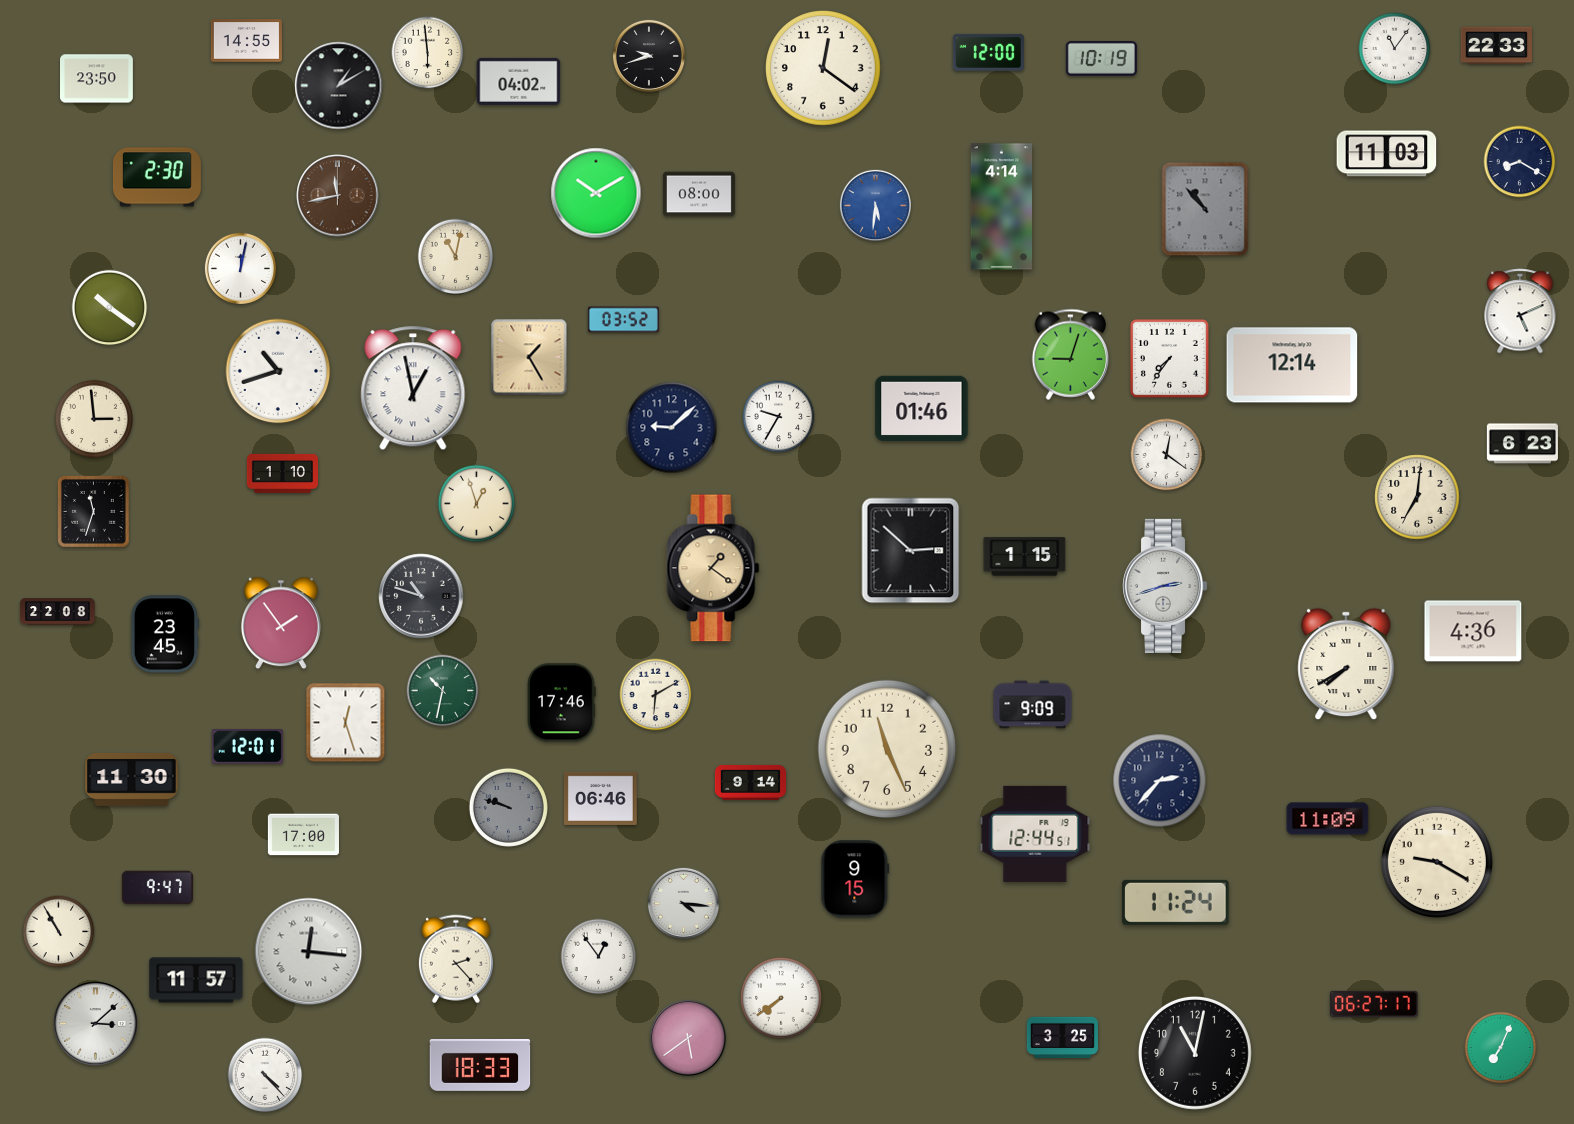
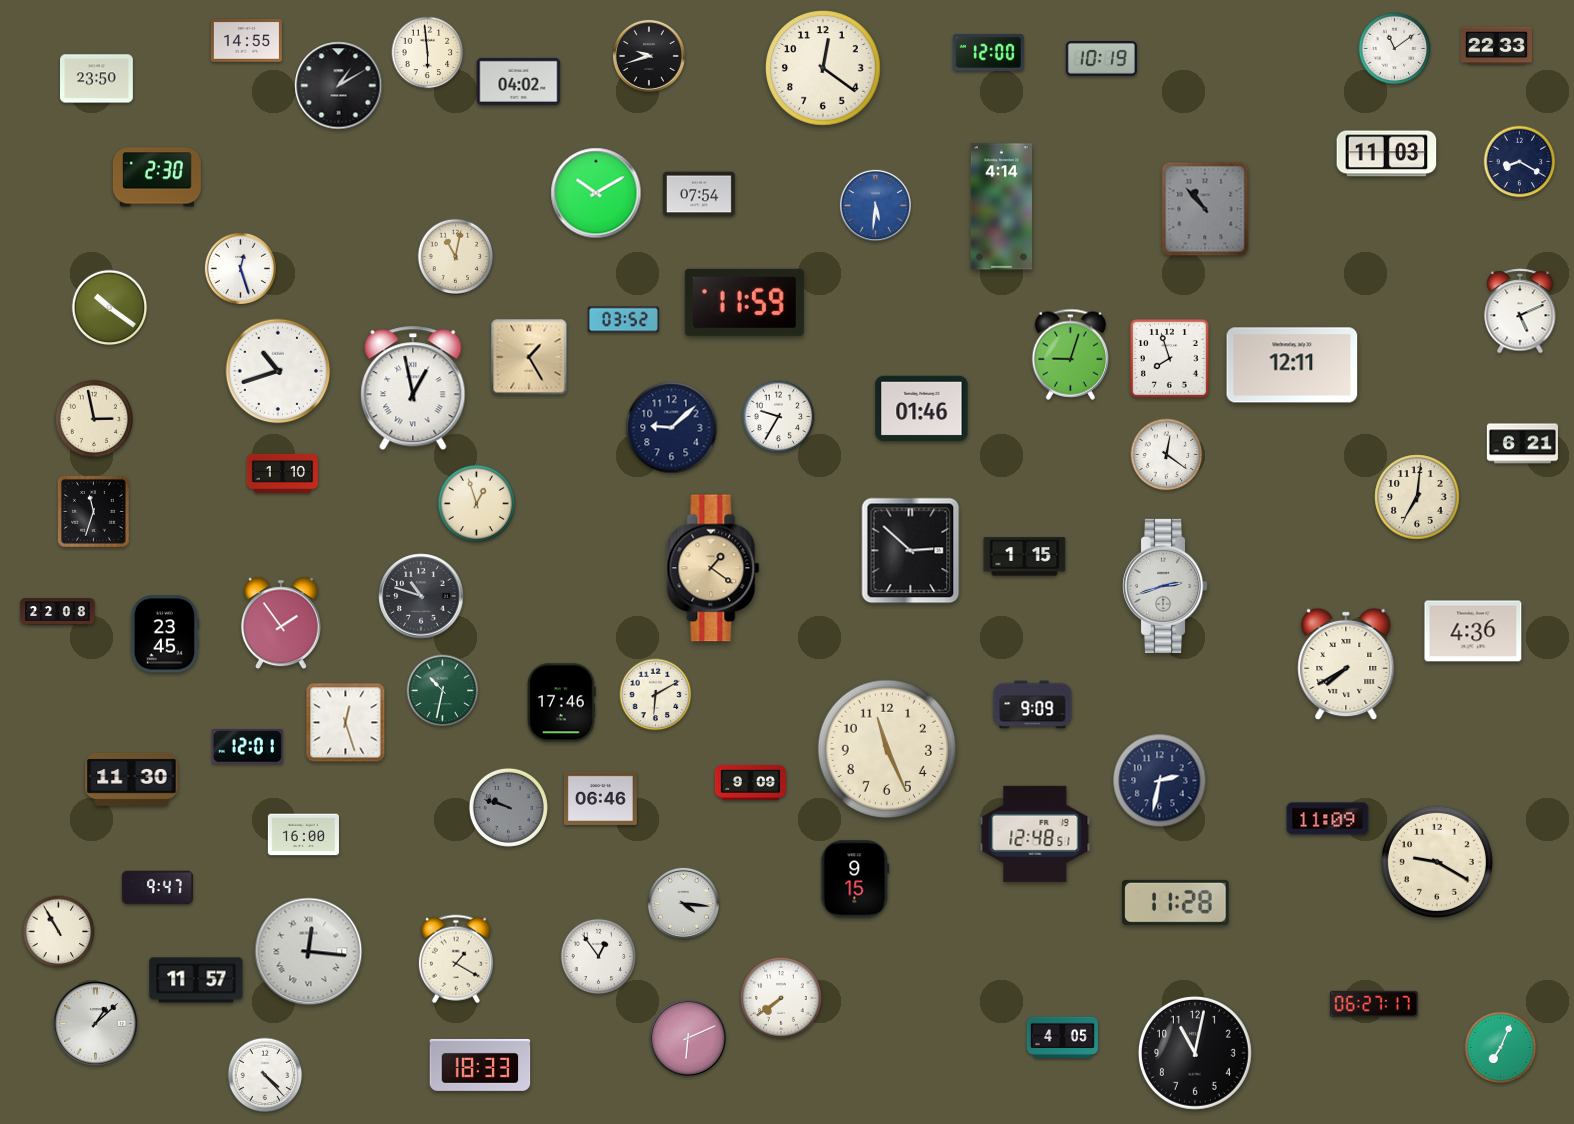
clock at (1395, 49): 11:06 -> 11:09
clock at (699, 194): 08:00 -> 07:54
clock at (338, 196): 11:43 -> none
clock at (240, 268): 12:02 -> 12:27
clock at (744, 302): none -> 11:59
clock at (1170, 359): 7:36 -> 7:57
clock at (1292, 365): 12:14 -> 12:11
clock at (94, 419): 2:59 -> 2:58
clock at (1522, 444): 6:23 -> 6:21
clock at (1160, 781): 2:37 -> 2:32
clock at (750, 782): 9:14 -> 9:09
clock at (1035, 834): 12:44 -> 12:48
clock at (303, 835): 17:00 -> 16:00
clock at (1176, 902): 11:24 -> 11:28
clock at (456, 959): 2:23 -> 1:20
clock at (96, 1024): 3:08 -> 1:08
clock at (1062, 1037): 3:25 -> 4:05
clock at (688, 1038): 5:39 -> 6:11
